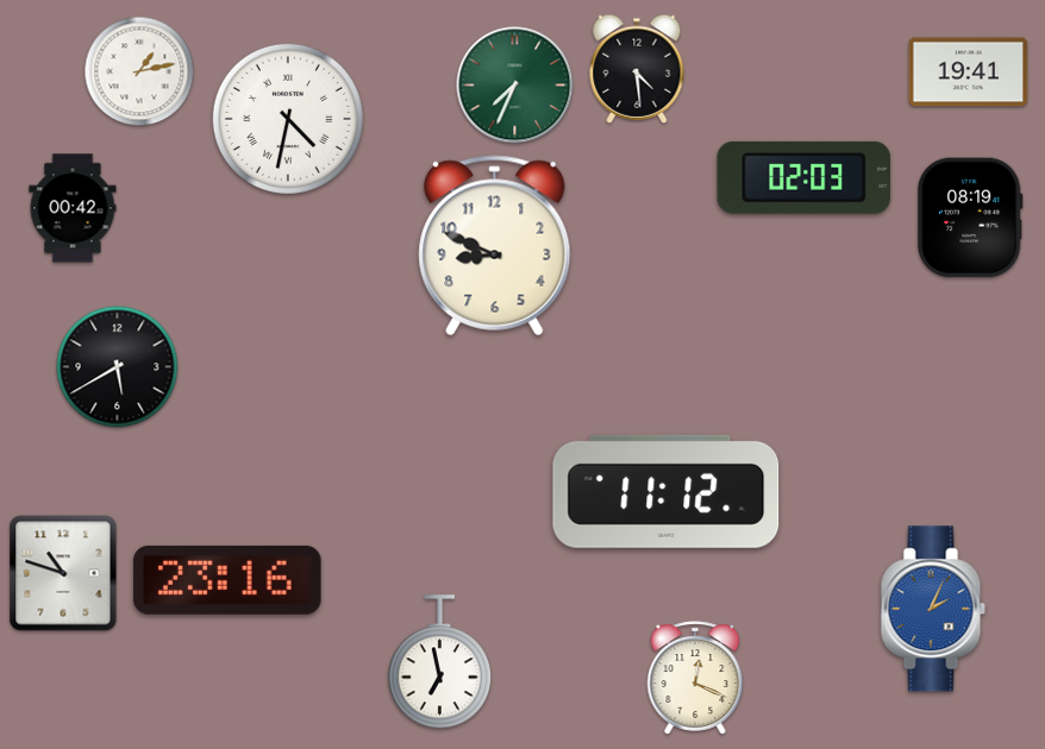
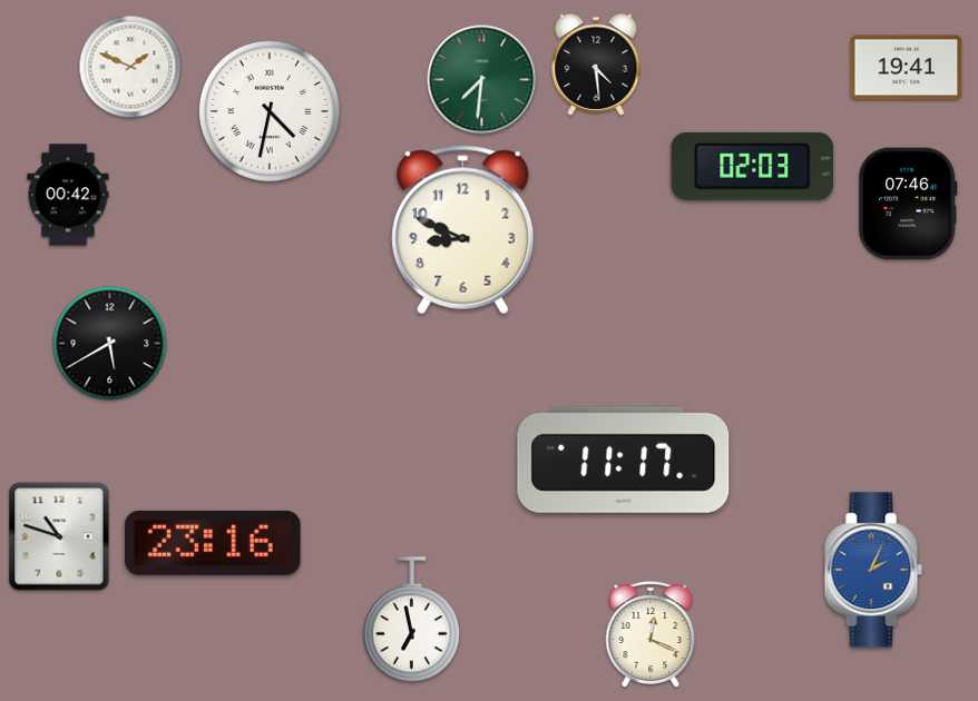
clock at (139, 71): 1:13 -> 1:49
clock at (515, 86): 7:34 -> 7:31
clock at (970, 218): 08:19 -> 07:46
clock at (667, 491): 11:12 -> 11:17
